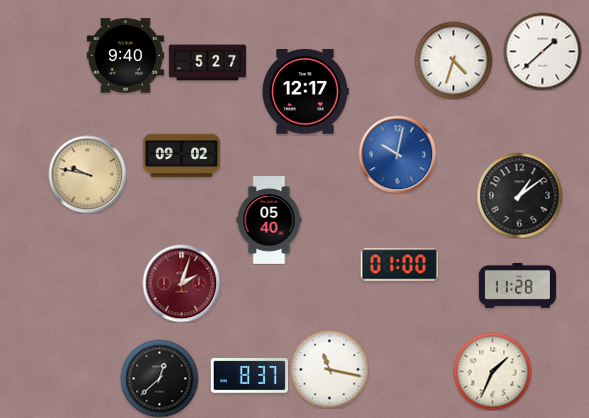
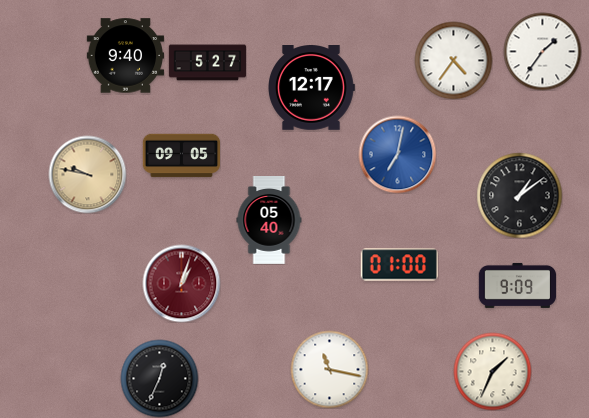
clock at (542, 51): 1:38 -> 1:36
clock at (453, 60): 4:33 -> 4:36
clock at (305, 92) position: (305, 92) -> (311, 88)
clock at (397, 154): 10:02 -> 7:02
clock at (181, 156): 09:02 -> 09:05
clock at (181, 283): 2:03 -> 1:03
clock at (517, 285): 11:28 -> 9:09
clock at (249, 376): 8:37 -> none
clock at (159, 378): 12:38 -> 12:34
